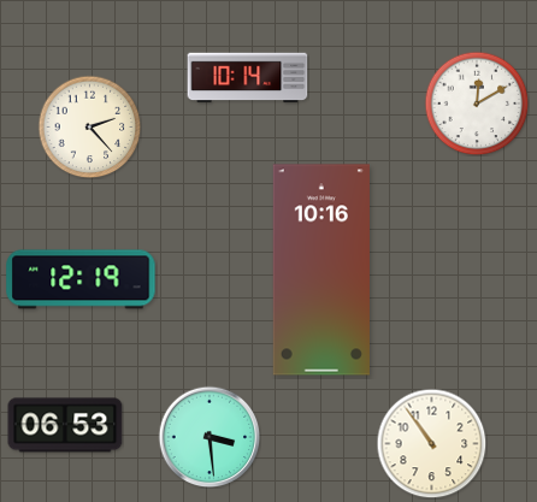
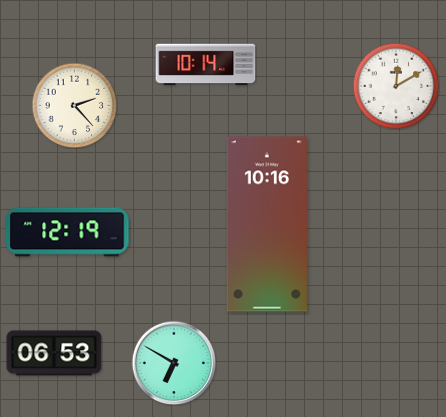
clock at (210, 437): 3:29 -> 6:50
clock at (431, 443): 10:54 -> none
